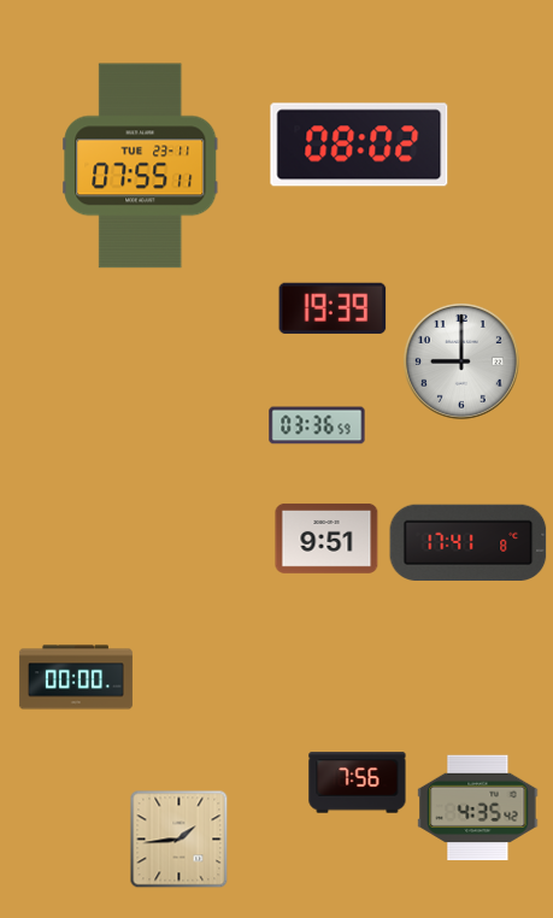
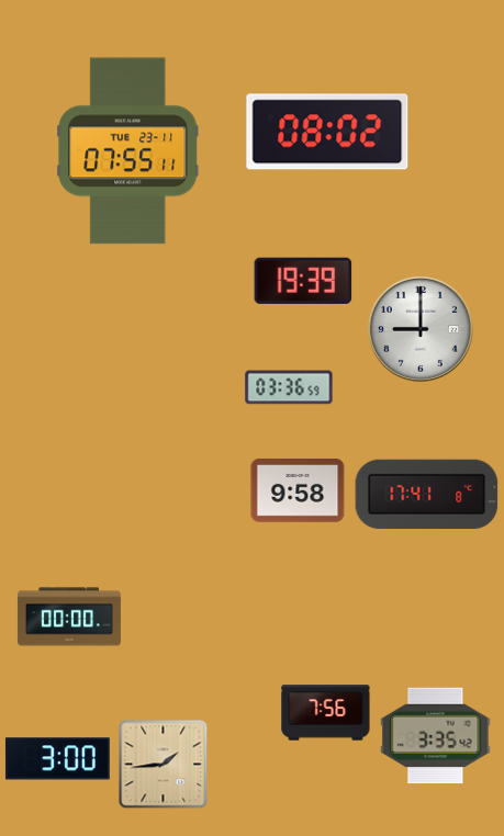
clock at (326, 539): 9:51 -> 9:58
clock at (478, 808): 4:35 -> 3:35
clock at (57, 759): none -> 3:00
